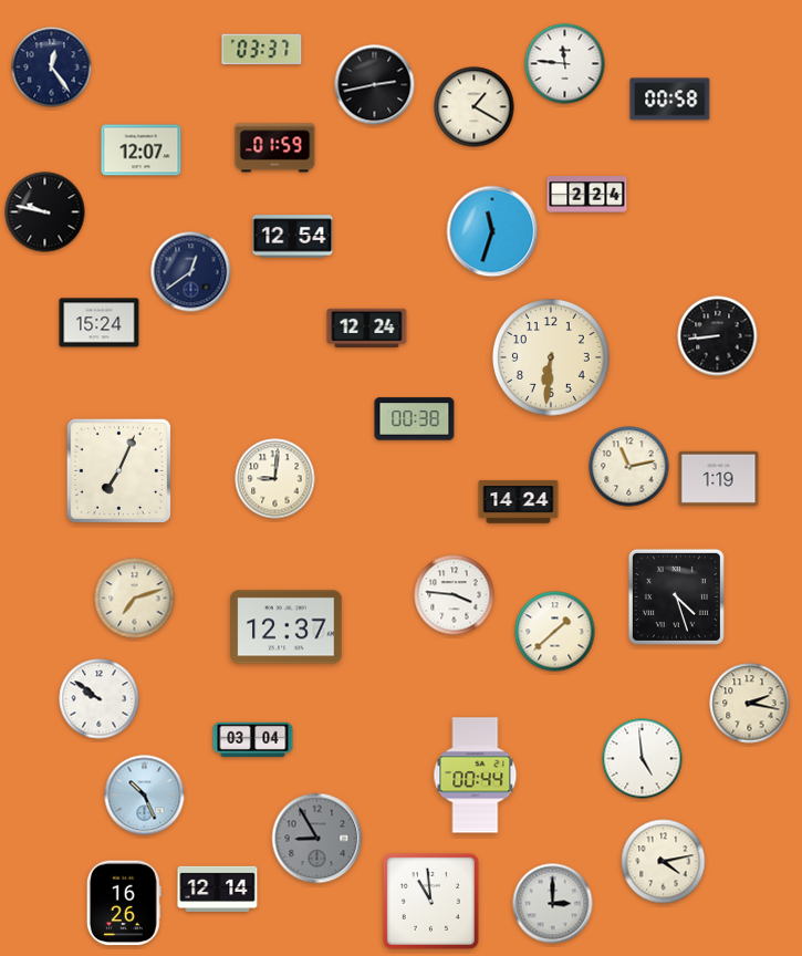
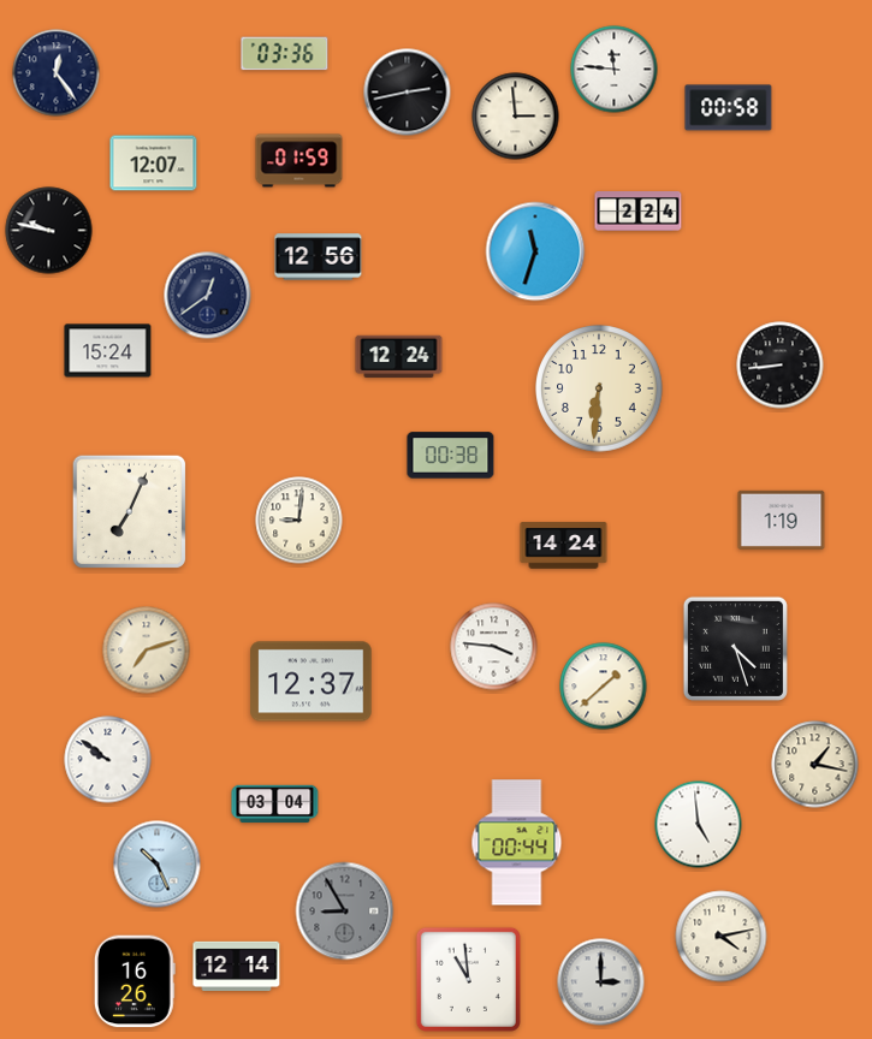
clock at (262, 50): 03:37 -> 03:36
clock at (475, 107): 1:20 -> 2:59
clock at (293, 237): 12:54 -> 12:56
clock at (629, 467): 11:13 -> none
clock at (750, 704): 2:17 -> 1:17
